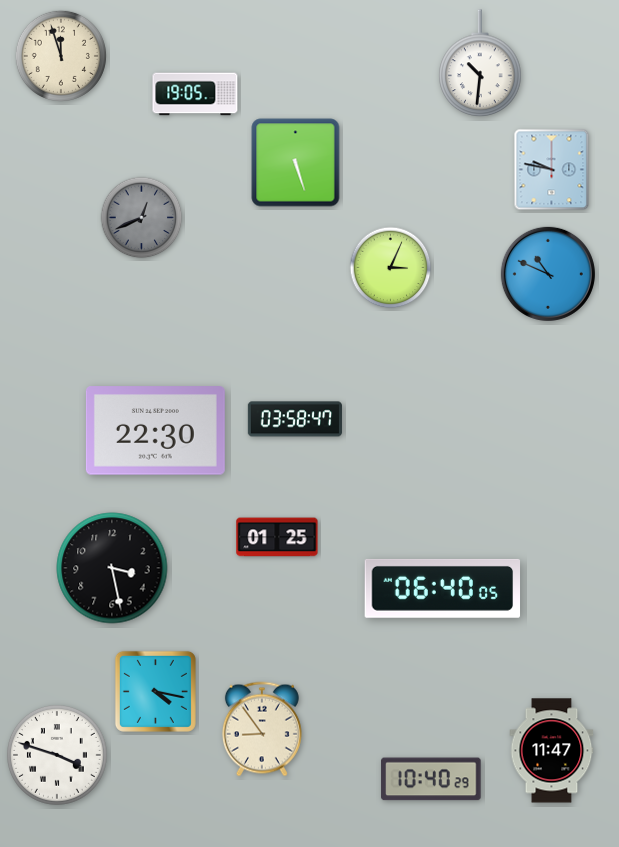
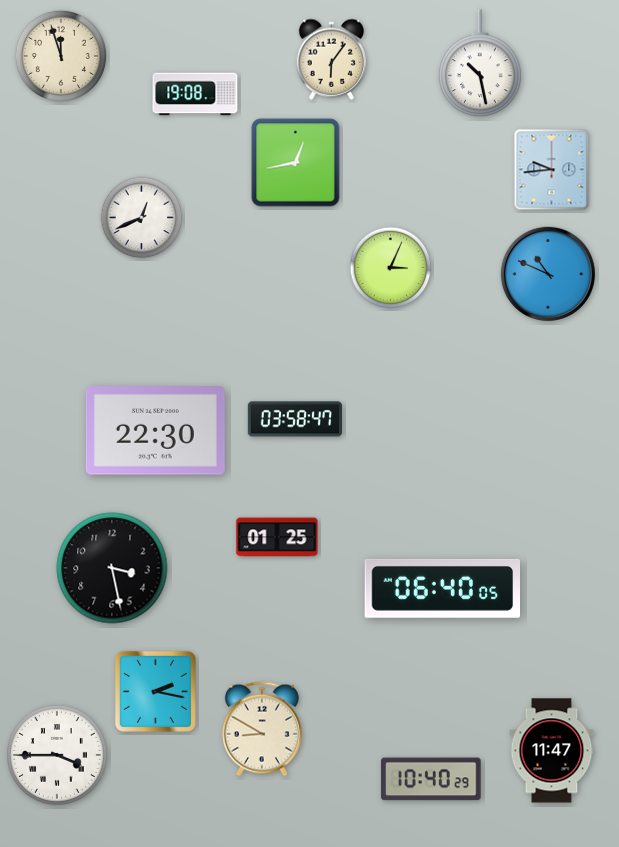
clock at (331, 59): none -> 6:06
clock at (480, 64): 10:31 -> 10:28
clock at (195, 94): 19:05 -> 19:08
clock at (296, 163): 5:27 -> 12:43
clock at (552, 170): 9:47 -> 9:44
clock at (142, 218) dial: grey -> white
clock at (155, 691): 4:17 -> 2:17
clock at (262, 729): 8:54 -> 8:50
clock at (58, 756): 3:48 -> 3:45
